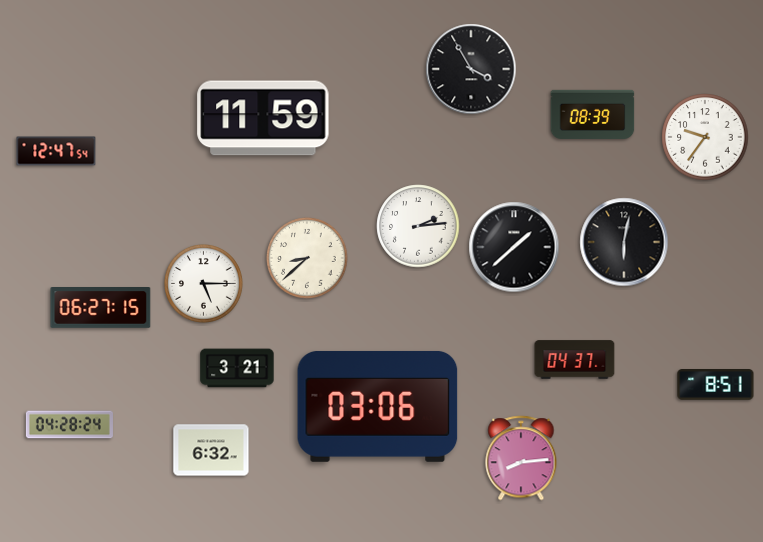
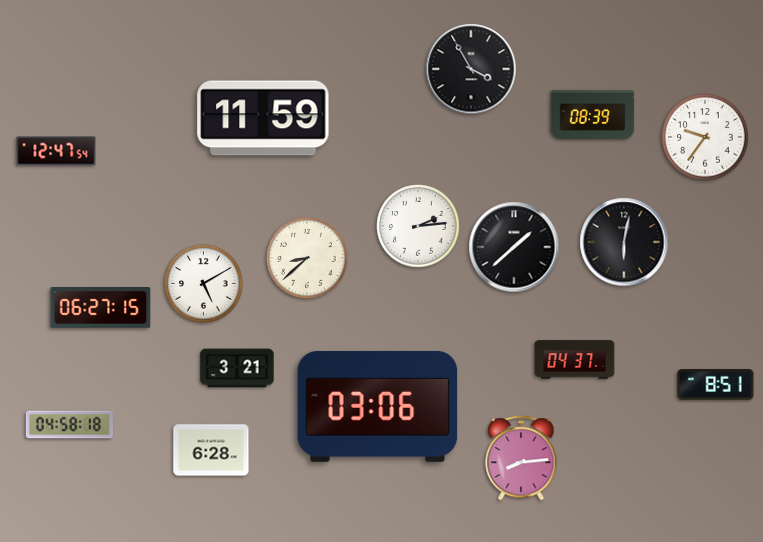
clock at (204, 284): 5:15 -> 5:10
clock at (69, 425): 04:28 -> 04:58
clock at (211, 450): 6:32 -> 6:28
